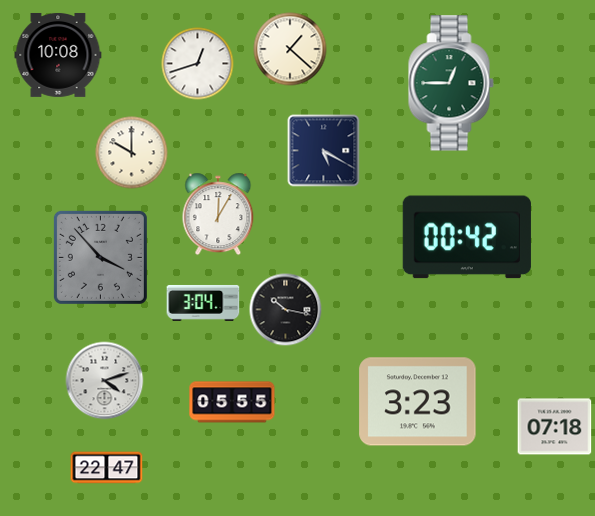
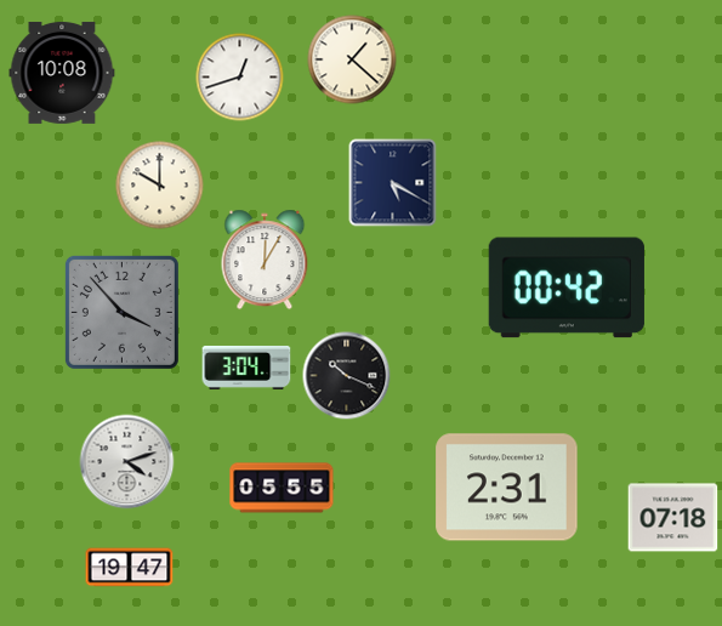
clock at (58, 55) position: (58, 55) -> (62, 73)
clock at (451, 83): 12:45 -> none
clock at (286, 310): 10:17 -> 10:19
clock at (418, 402): 3:23 -> 2:31
clock at (107, 468): 22:47 -> 19:47
